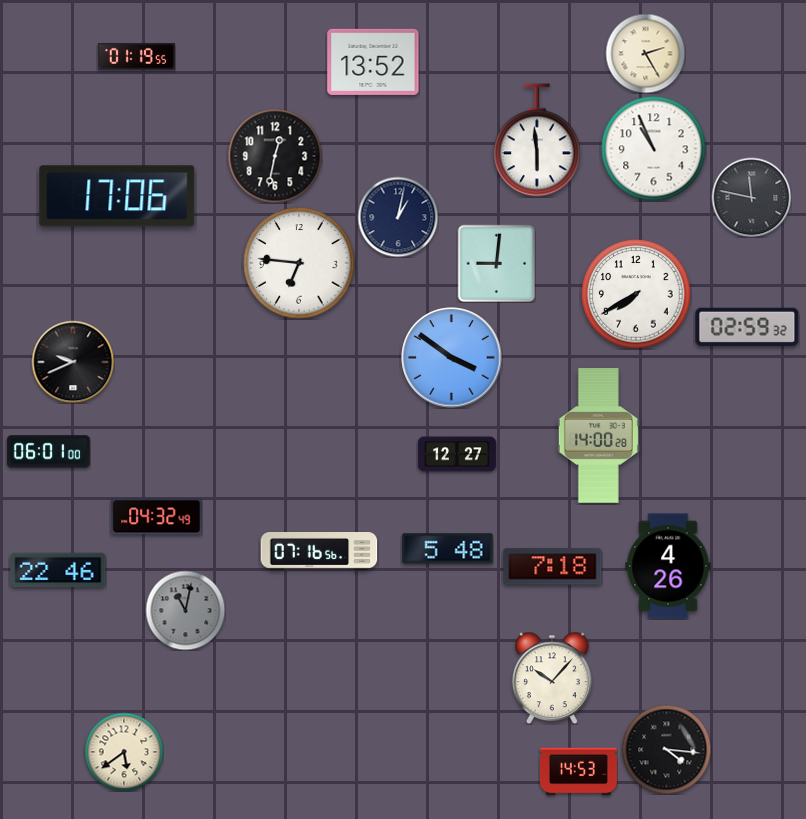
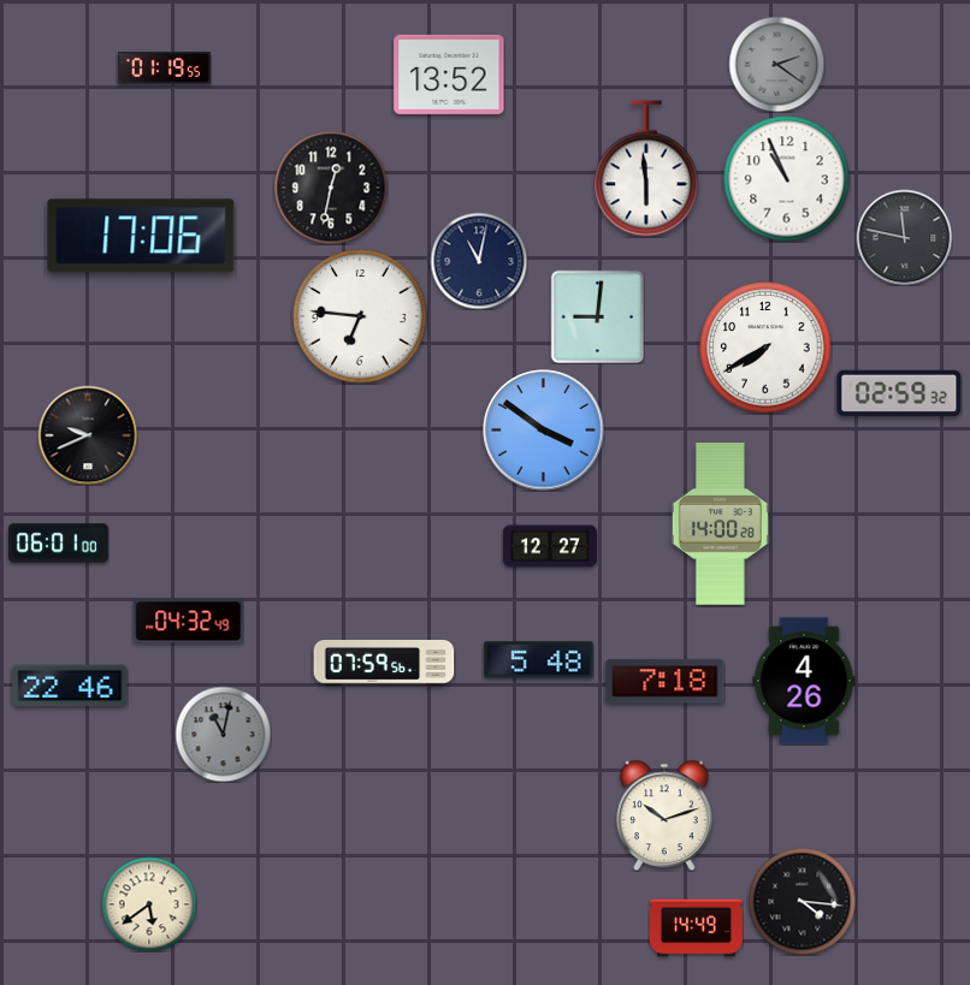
clock at (645, 53): 2:25 -> 2:21
clock at (645, 53) dial: cream -> grey
clock at (398, 217): 1:02 -> 11:02
clock at (636, 294) position: (636, 294) -> (765, 348)
clock at (319, 552): 07:16 -> 07:59
clock at (552, 678): 10:07 -> 10:12
clock at (578, 772): 14:53 -> 14:49
